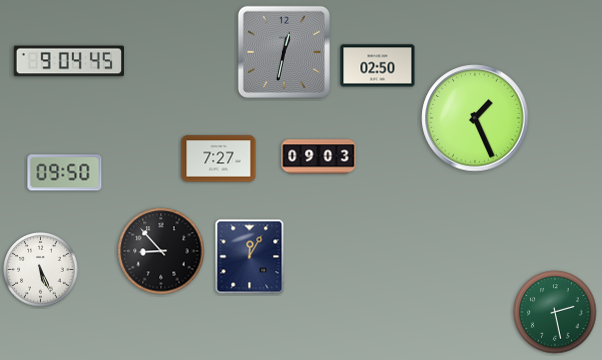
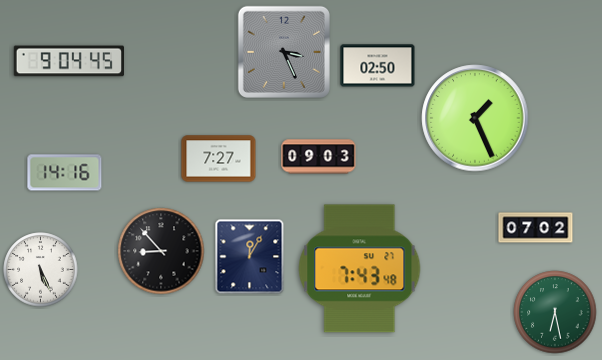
clock at (284, 52): 12:32 -> 3:26
clock at (65, 173): 09:50 -> 14:16
clock at (536, 228): none -> 07:02
clock at (360, 269): none -> 7:43
clock at (555, 312): 2:28 -> 6:28
